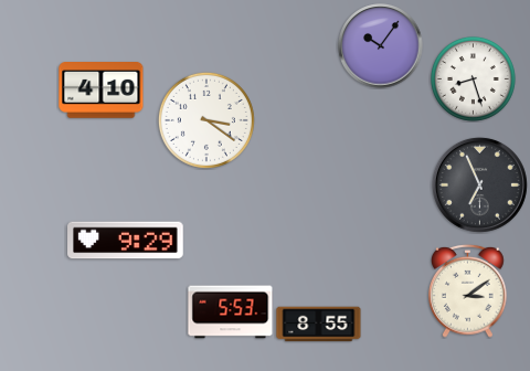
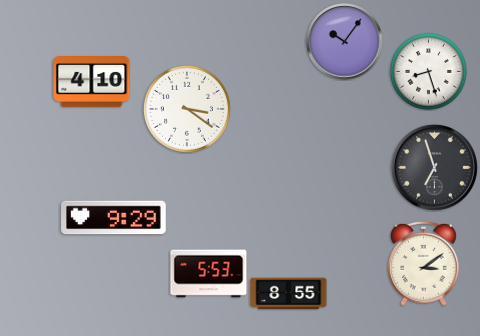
clock at (479, 184): 6:56 -> 6:57
clock at (231, 312) position: (231, 312) -> (209, 274)
